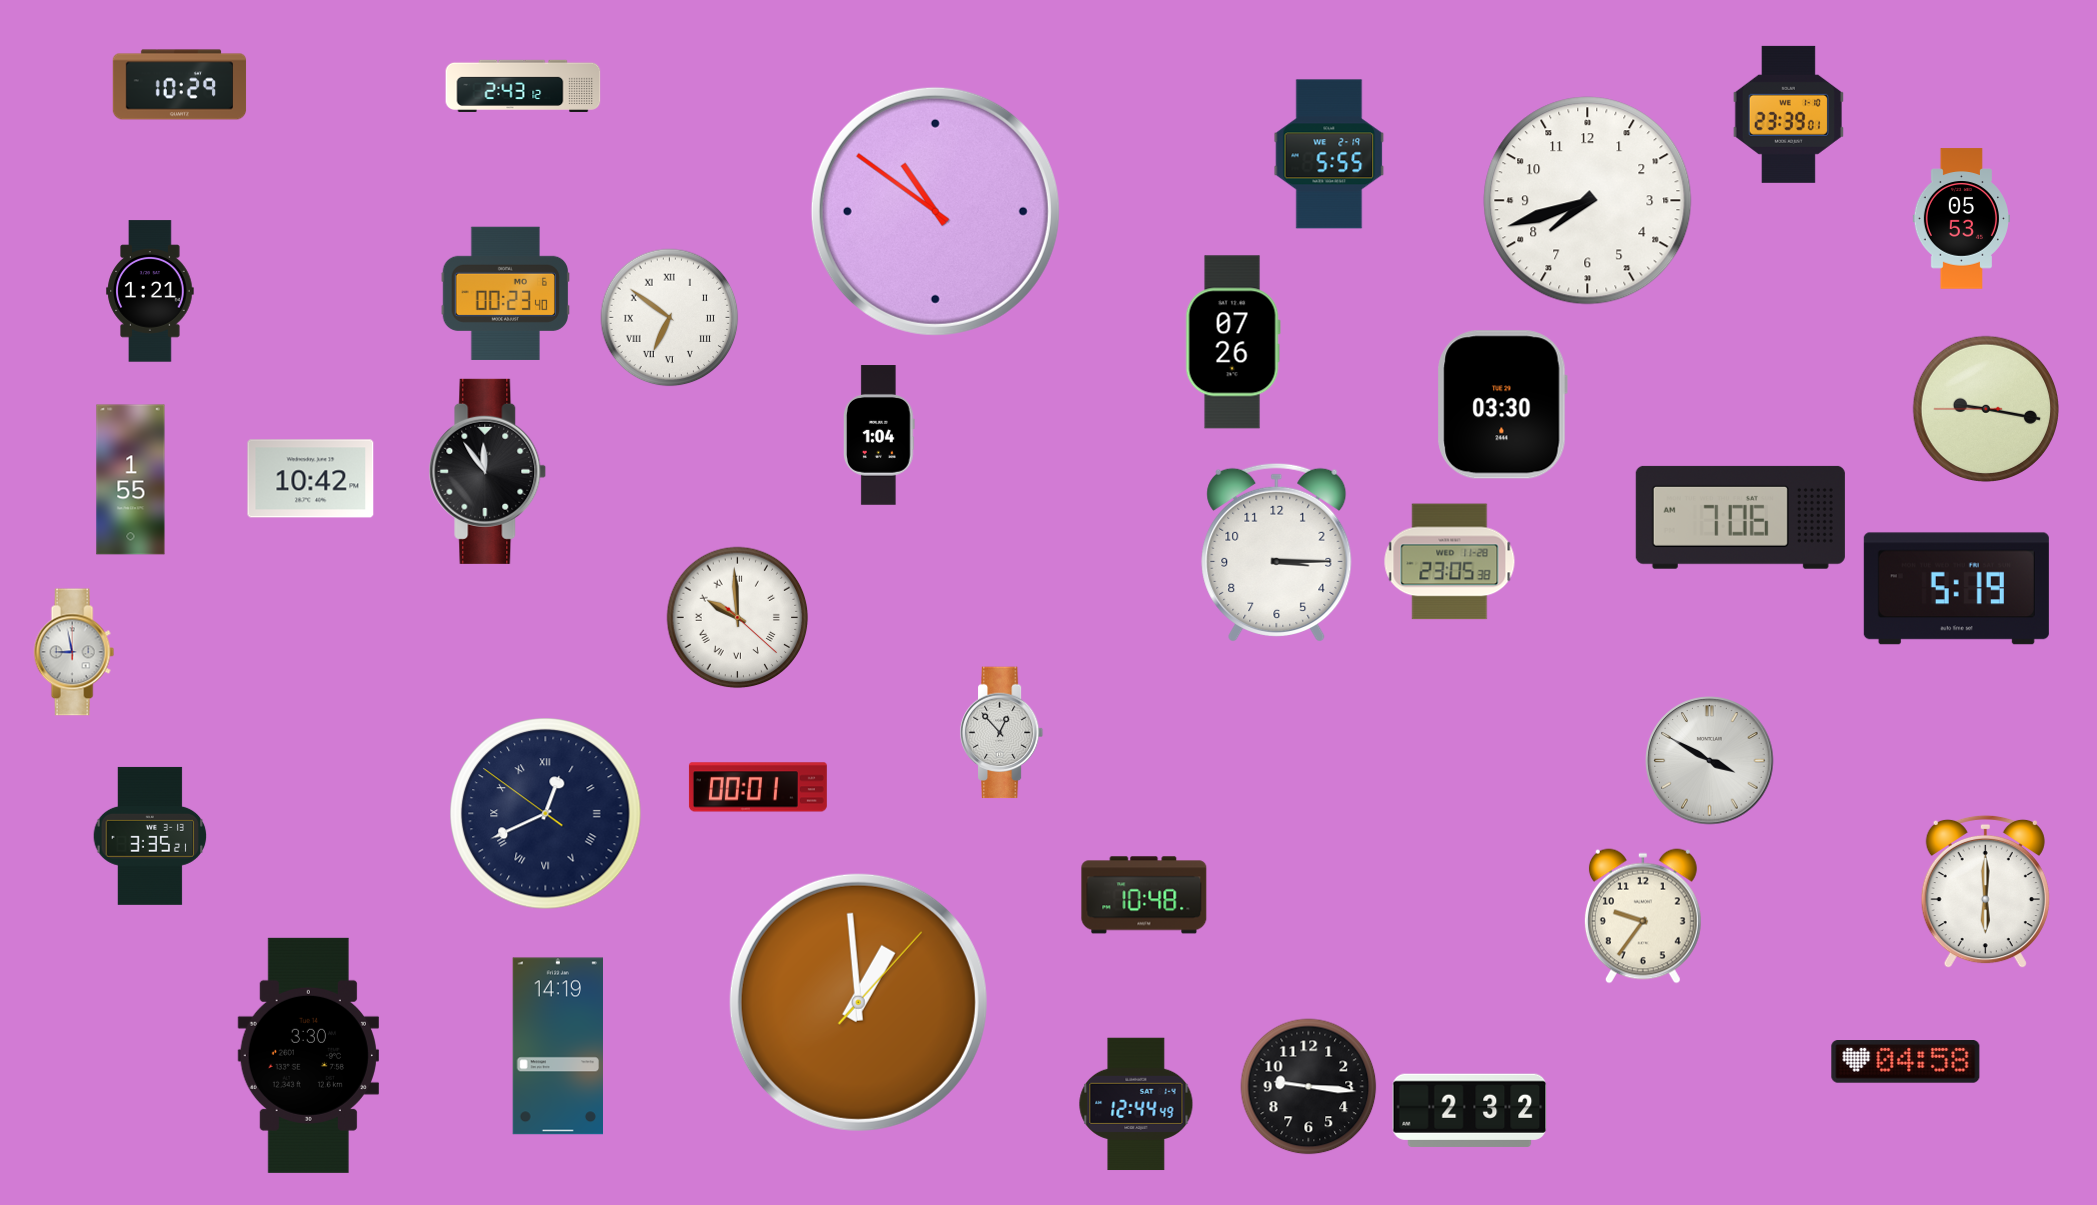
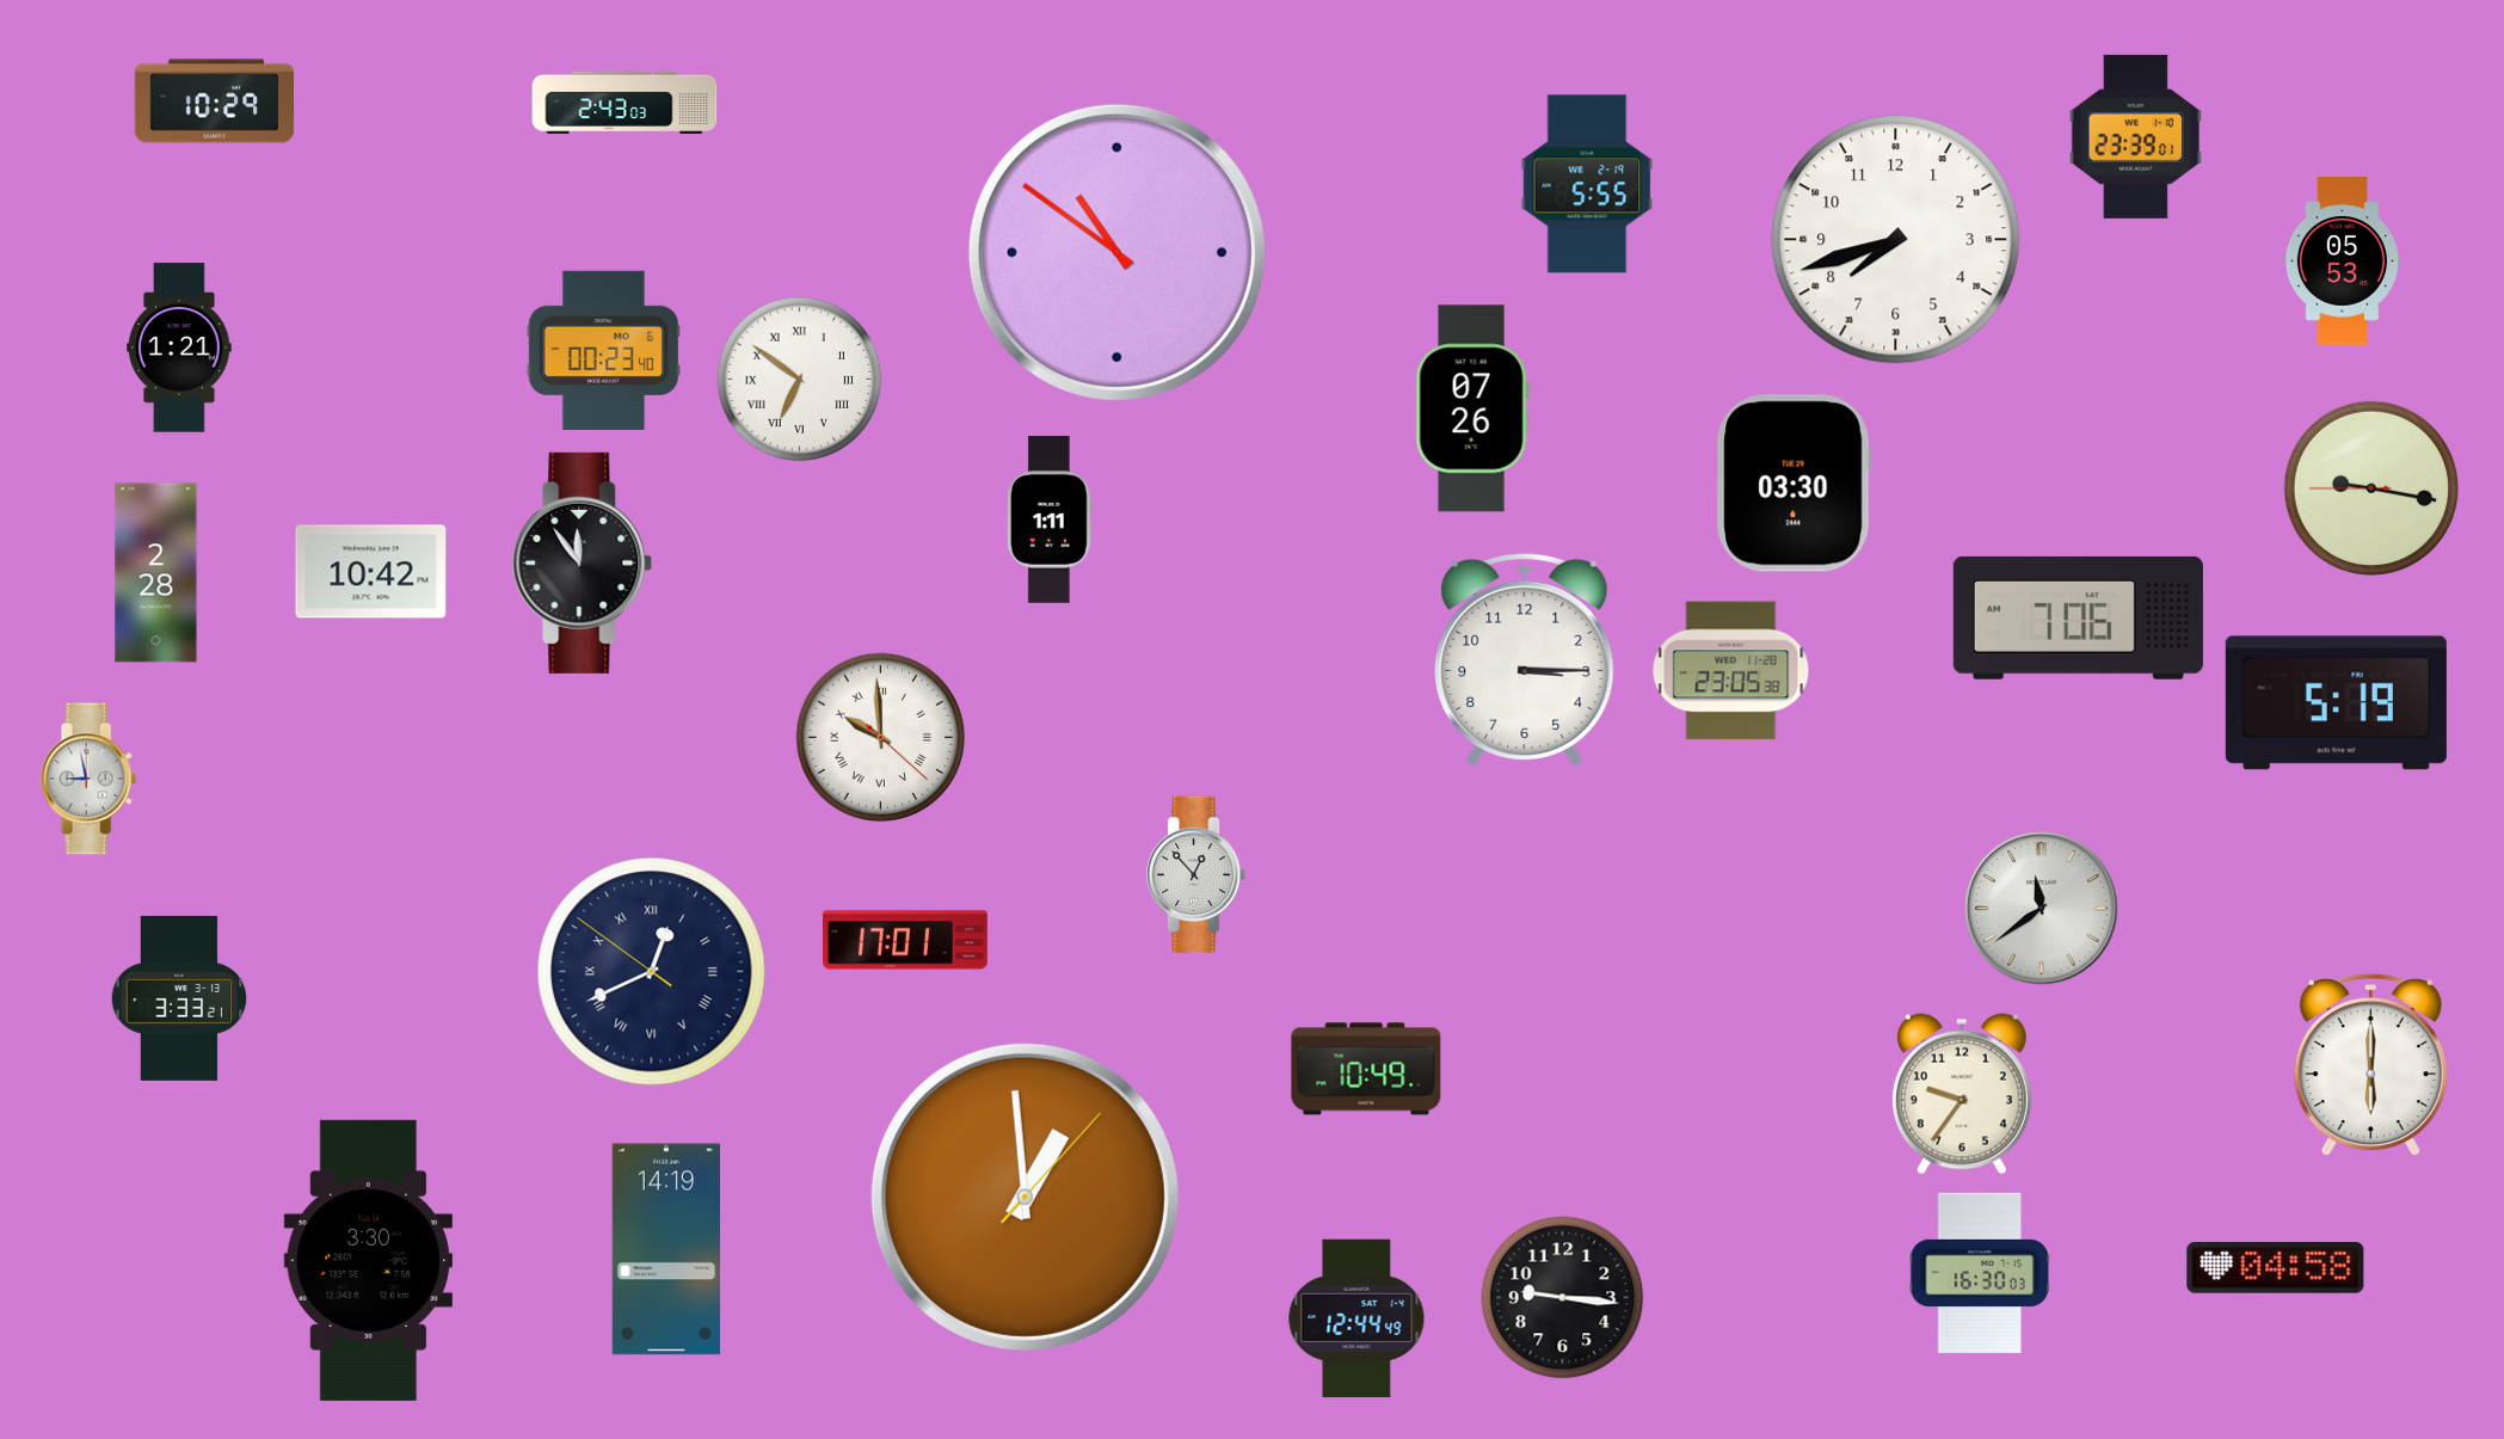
clock at (523, 85): 2:43:12 -> 2:43:03
clock at (880, 435): 1:04 -> 1:11
clock at (131, 480): 1:55 -> 2:28
clock at (1710, 761): 3:50 -> 11:39
clock at (758, 787): 00:01 -> 17:01
clock at (150, 836): 3:35 -> 3:33
clock at (1144, 895): 10:48 -> 10:49
clock at (1979, 1273): none -> 16:30
clock at (1470, 1110): 2:32 -> none
